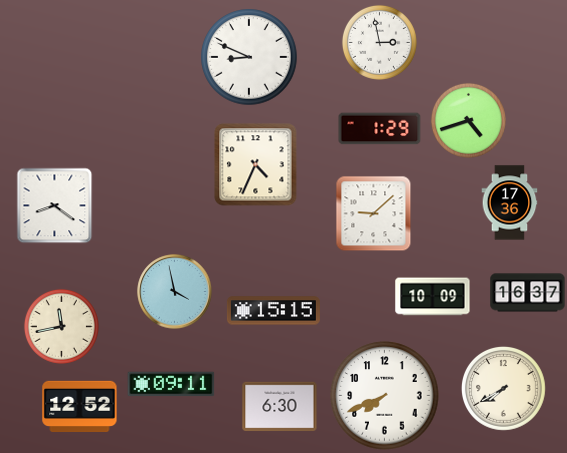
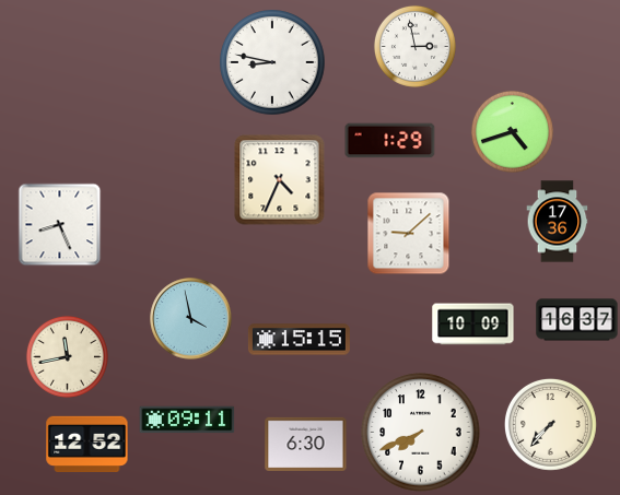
clock at (249, 57): 8:49 -> 8:47
clock at (380, 129) position: (380, 129) -> (390, 141)
clock at (55, 206): 8:21 -> 8:26
clock at (503, 388): 7:40 -> 7:37
